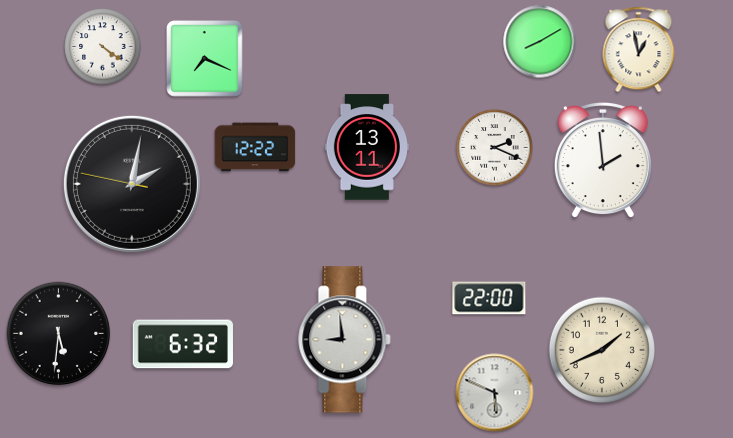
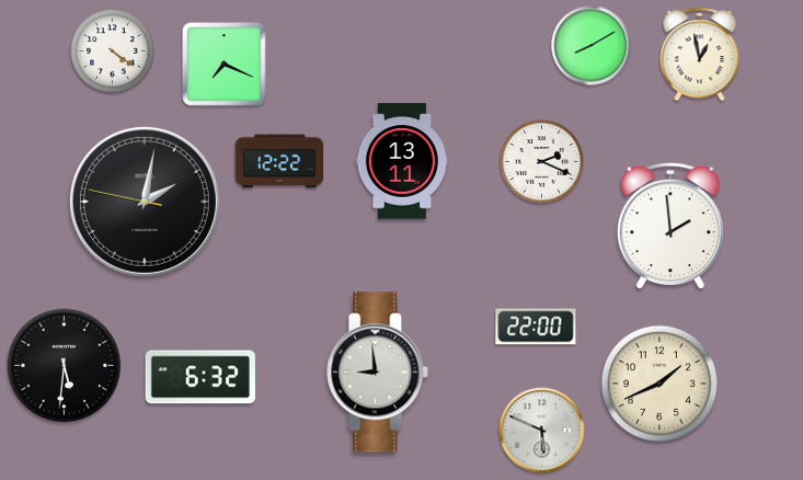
clock at (603, 161) position: (603, 161) -> (670, 227)
